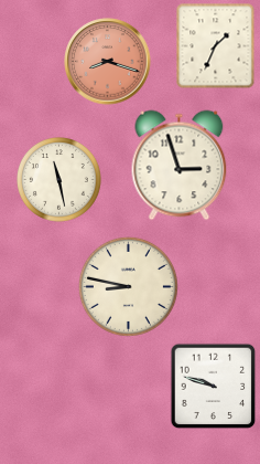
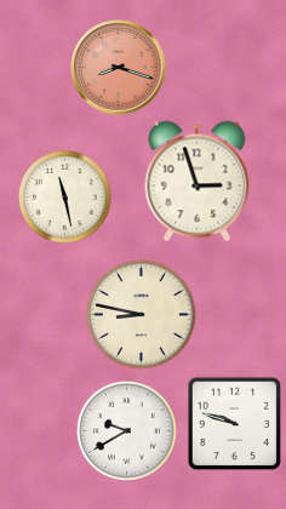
clock at (216, 45): 1:34 -> none
clock at (126, 430): none -> 9:40
